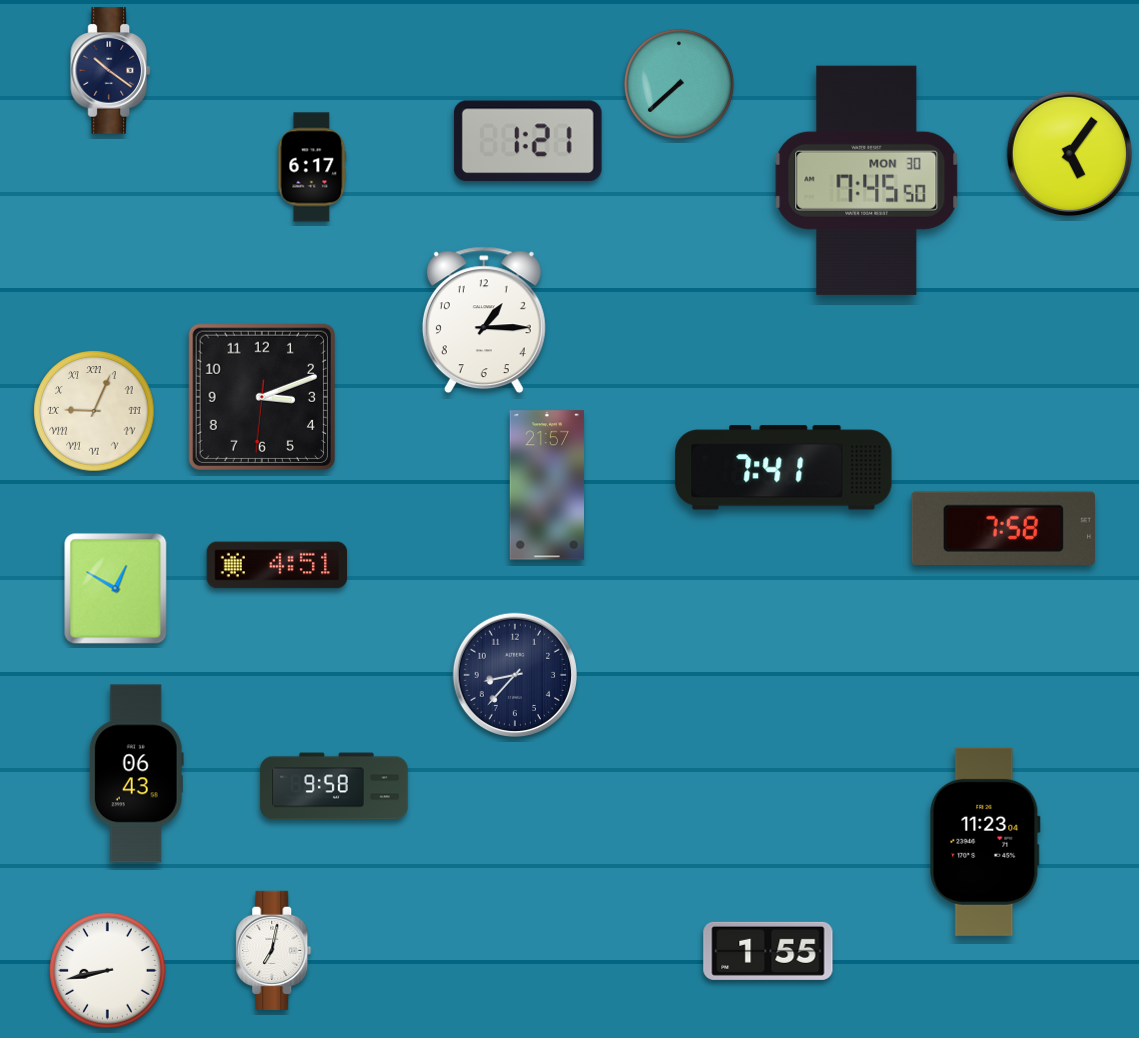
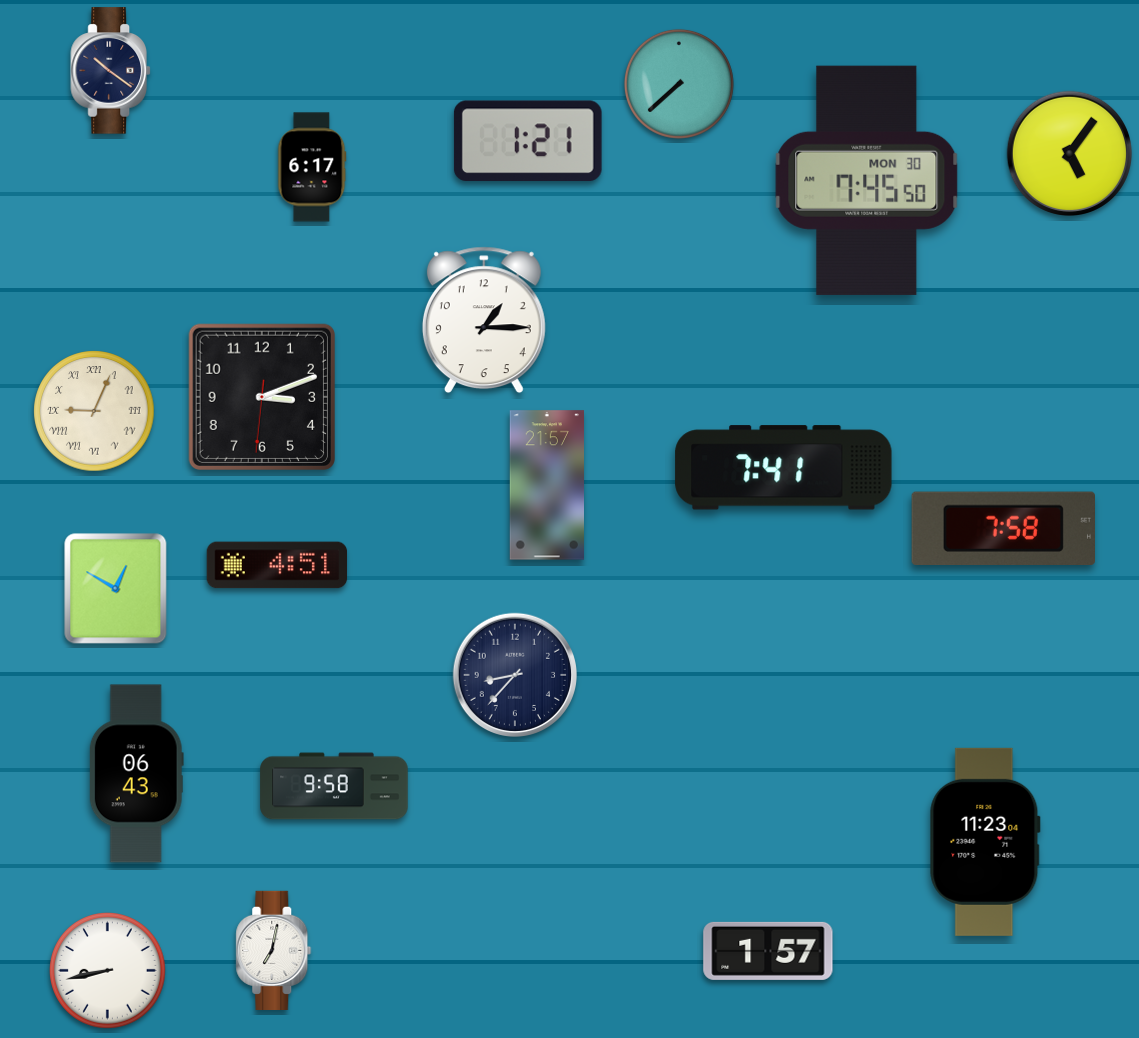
clock at (768, 951): 1:55 -> 1:57
